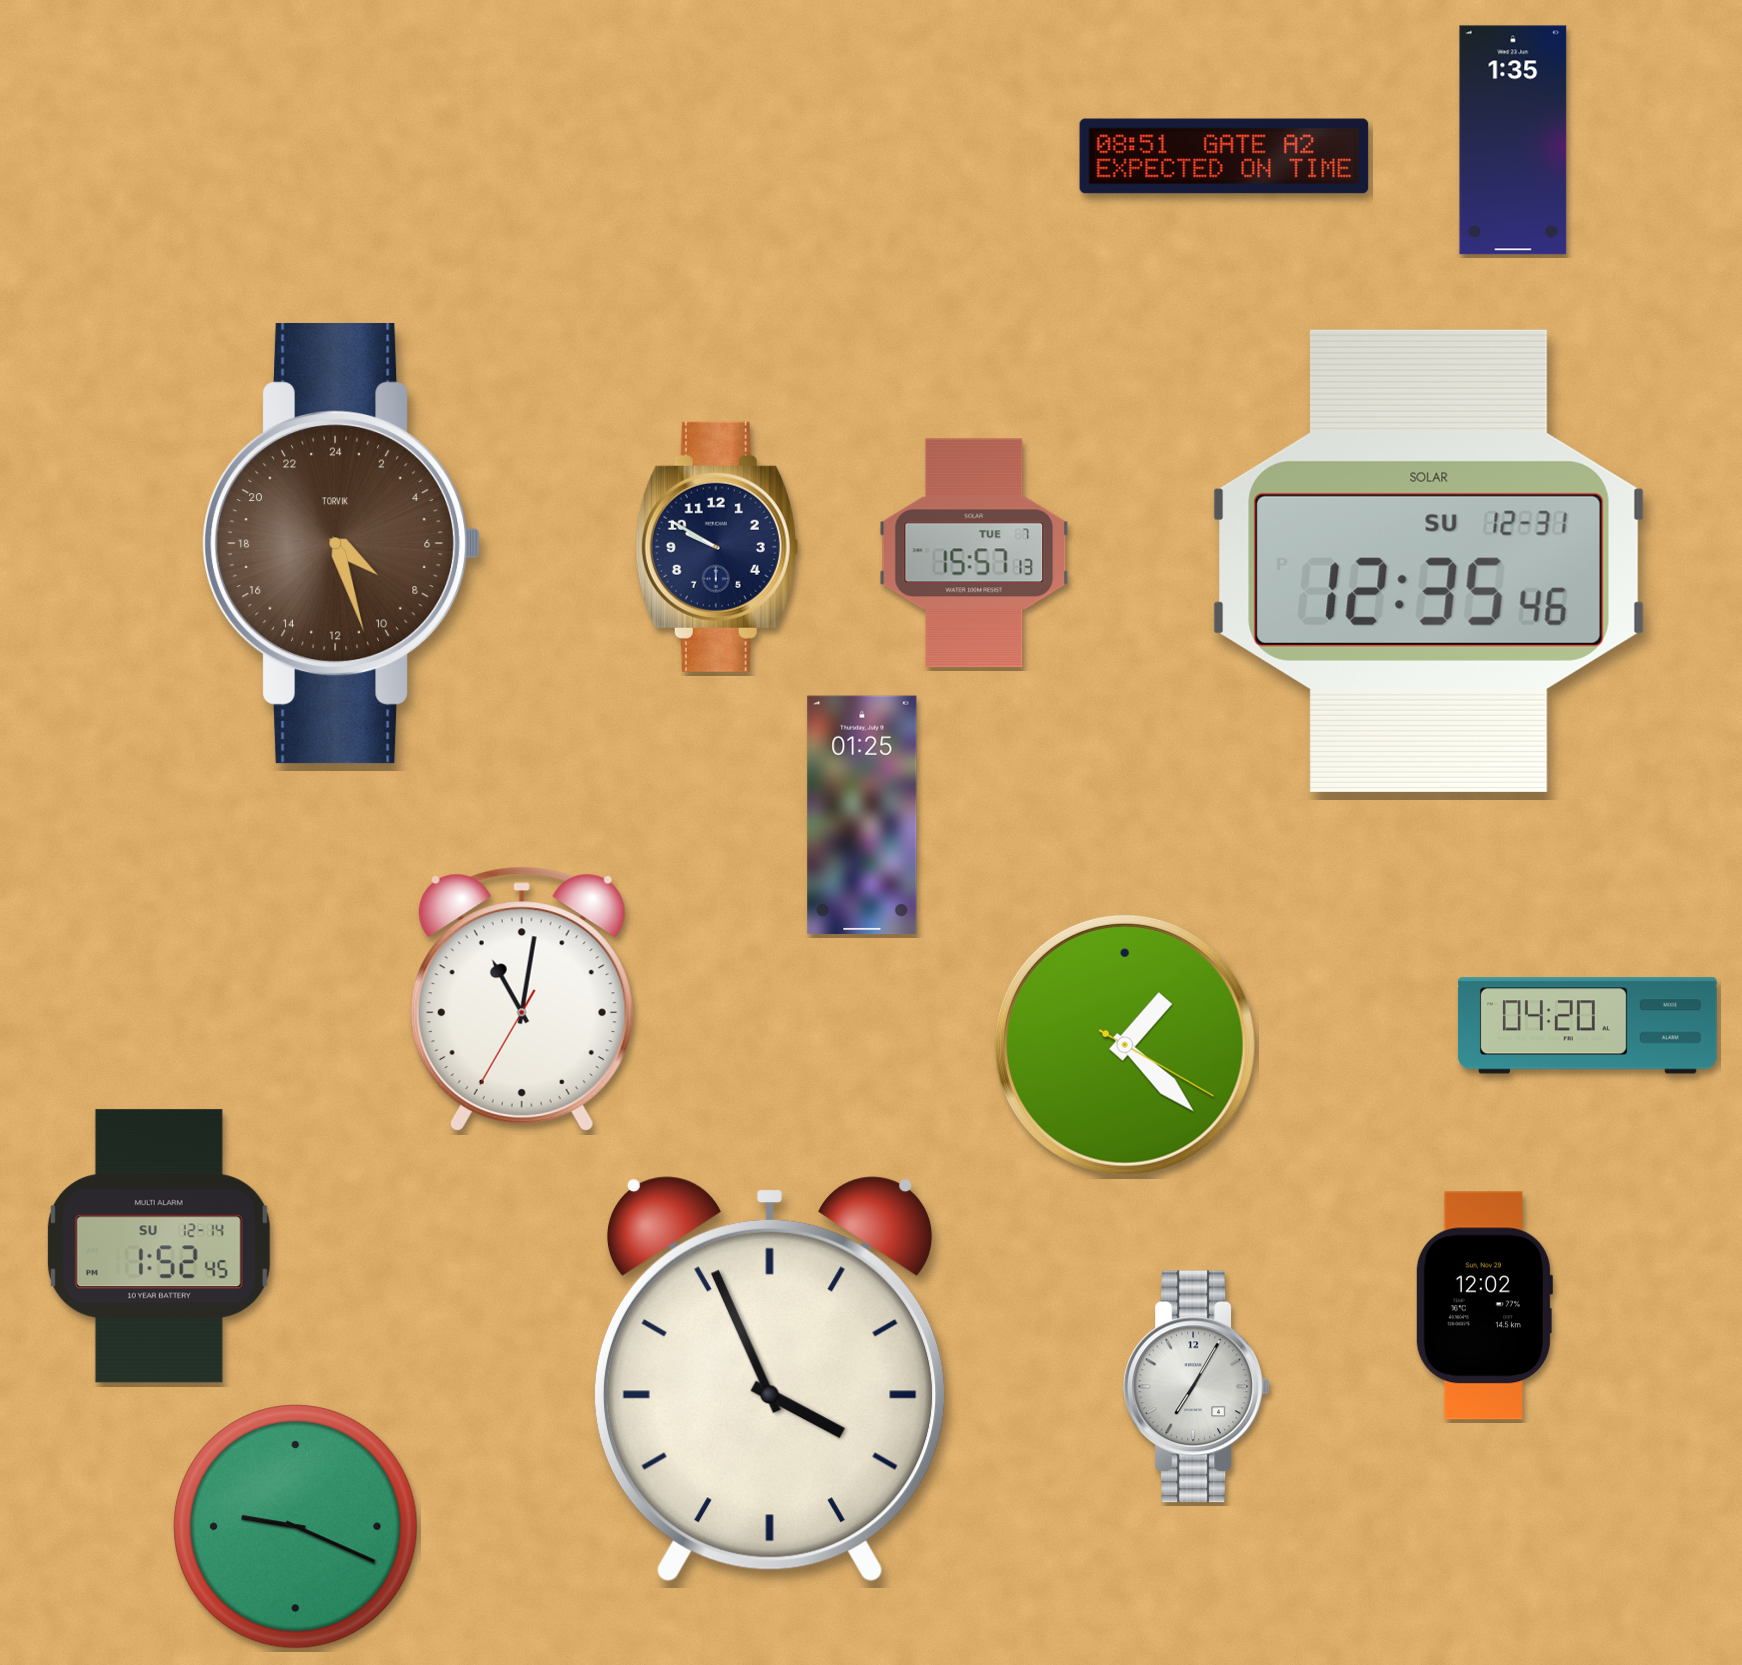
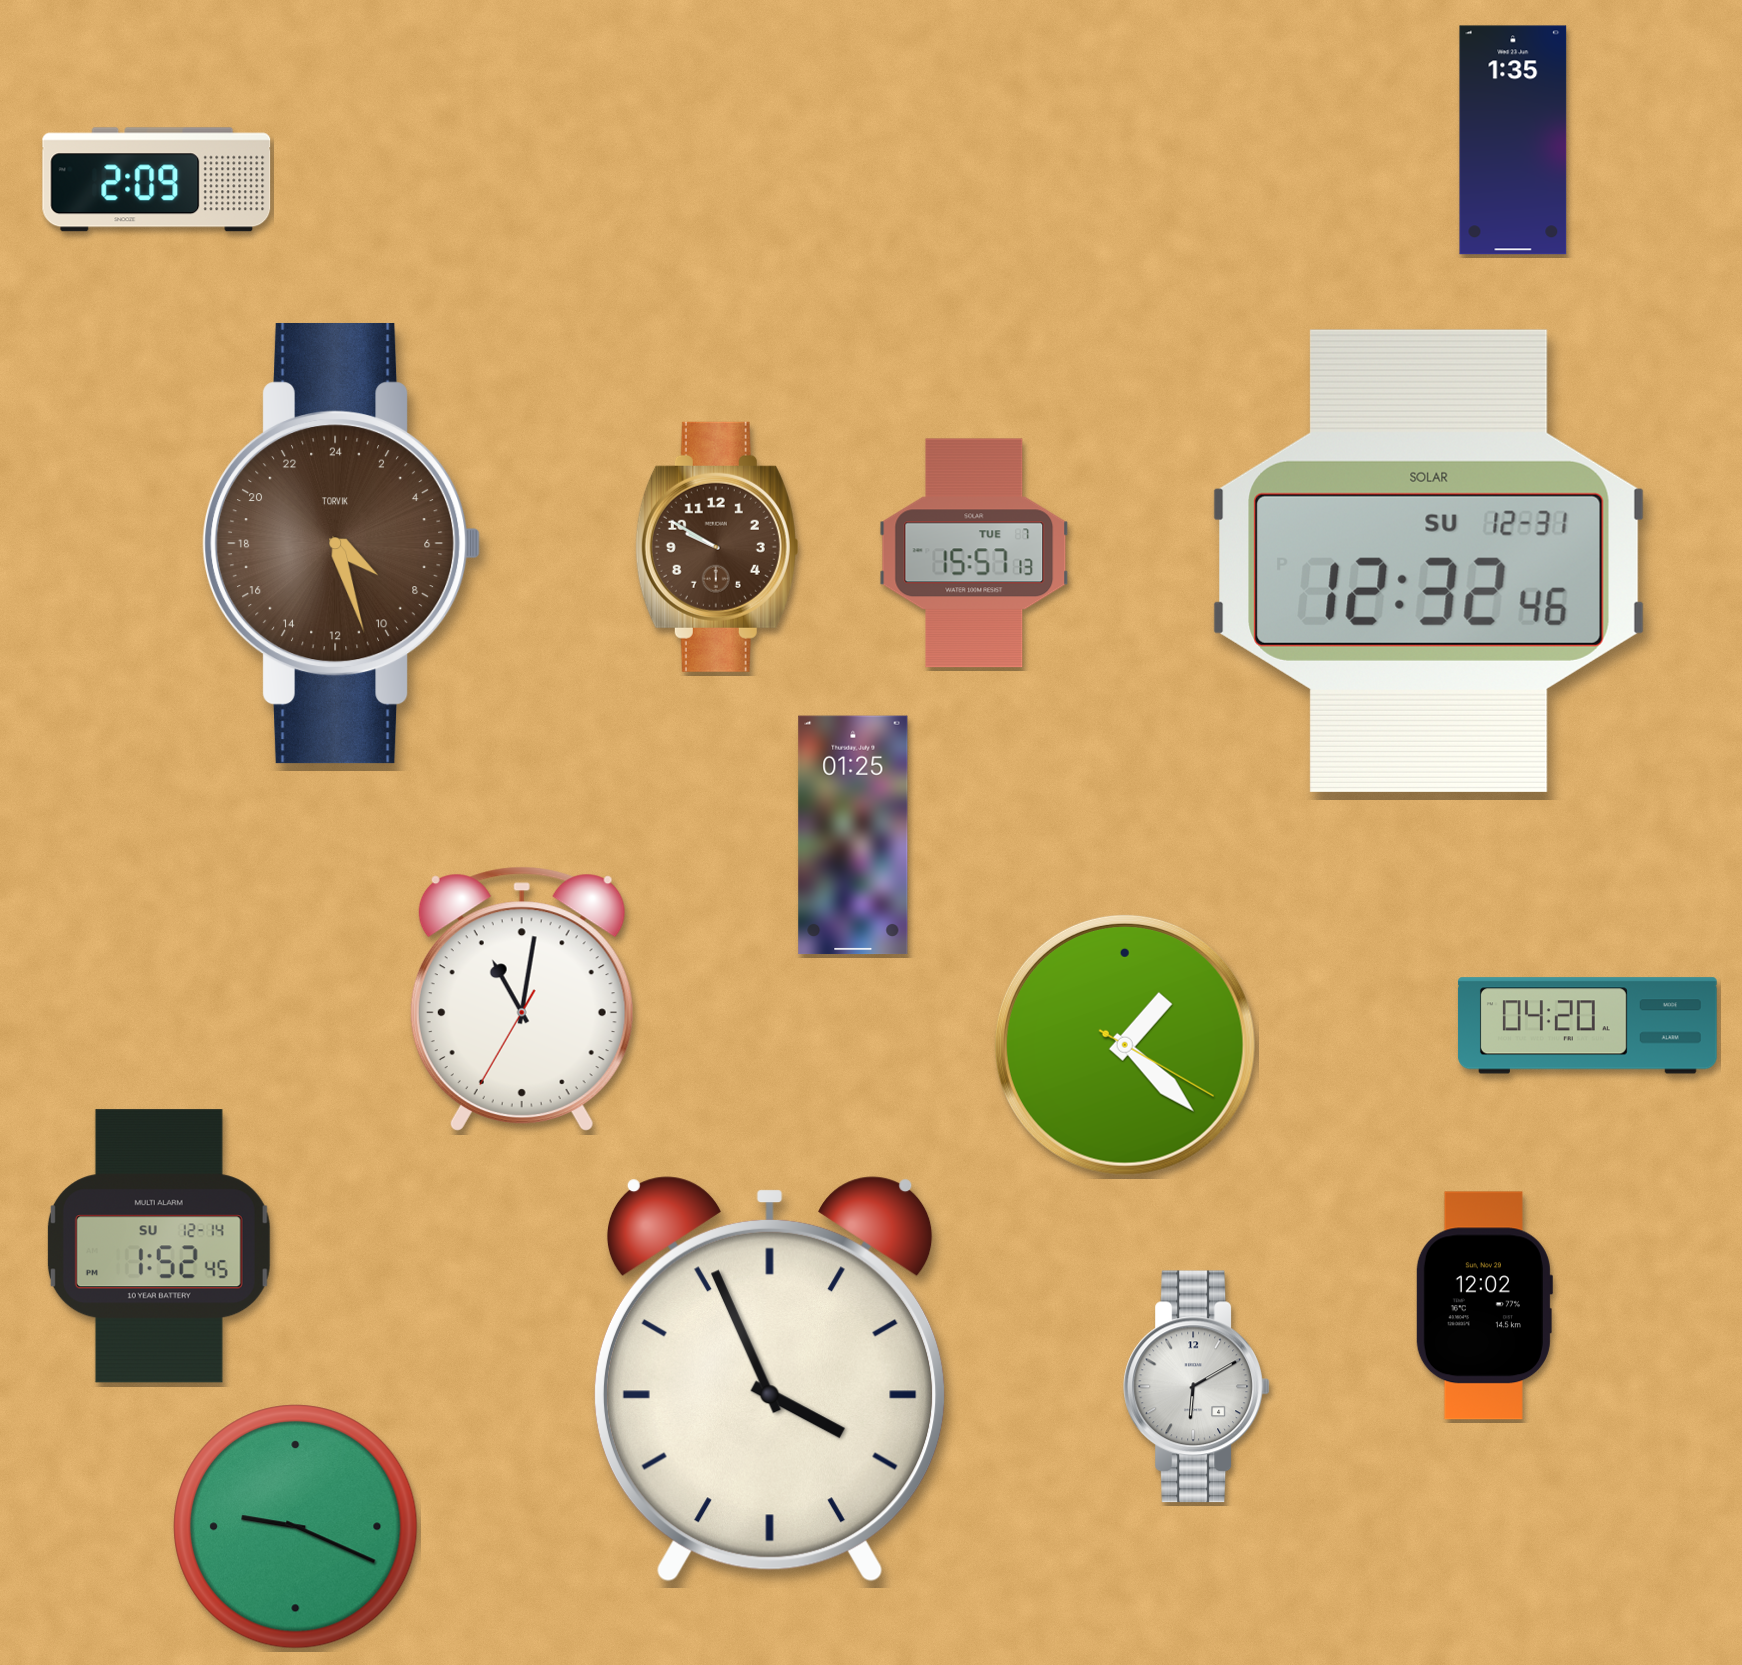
clock at (1224, 156): 08:51 -> none
clock at (157, 180): none -> 2:09
clock at (717, 547) dial: navy -> brown
clock at (1429, 561): 12:35 -> 12:32
clock at (862, 815) position: (862, 815) -> (853, 835)
clock at (1196, 1387): 7:05 -> 6:10
